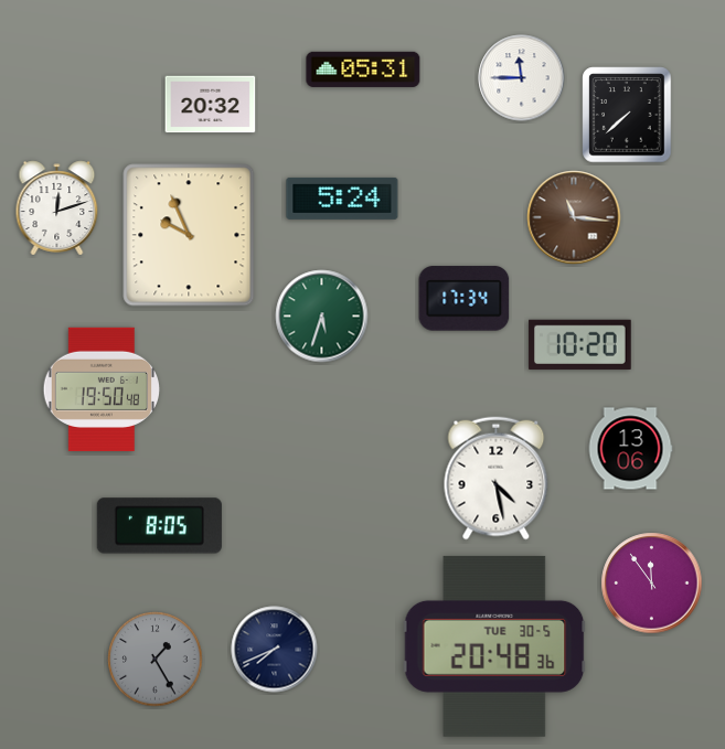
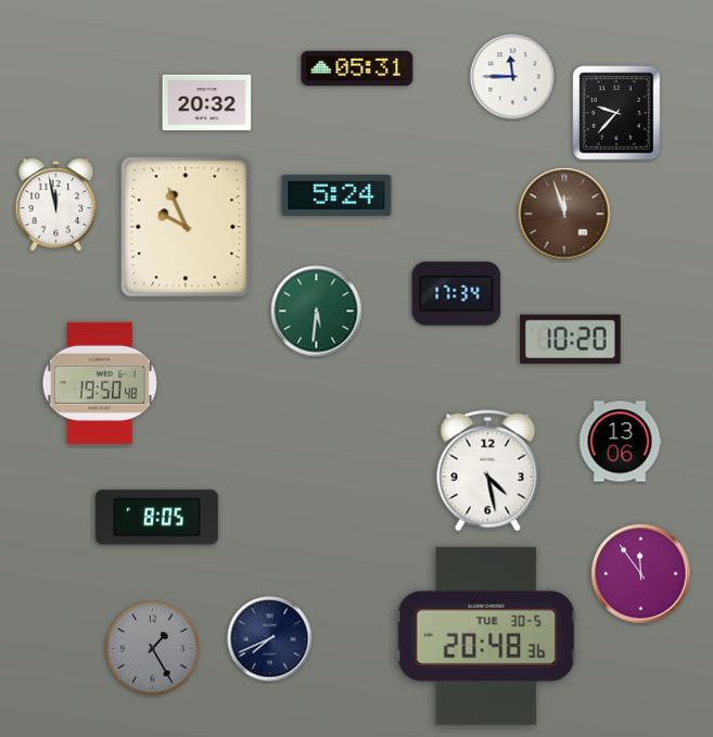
clock at (627, 115): 7:38 -> 9:37
clock at (57, 208): 12:12 -> 11:58
clock at (574, 217): 11:16 -> 11:57
clock at (189, 235) position: (189, 235) -> (186, 227)
clock at (322, 317): 5:33 -> 5:31
